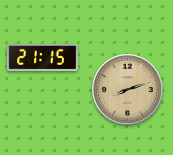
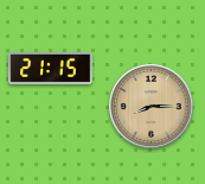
clock at (128, 90): 8:12 -> 8:15
